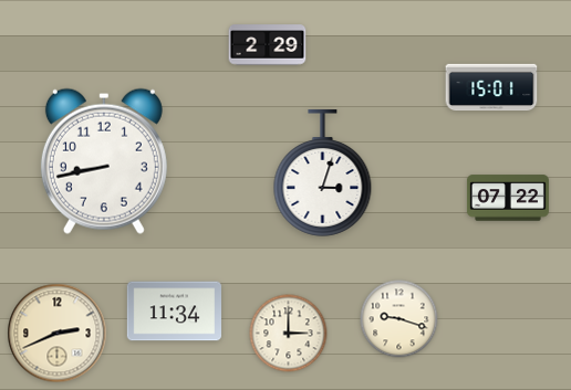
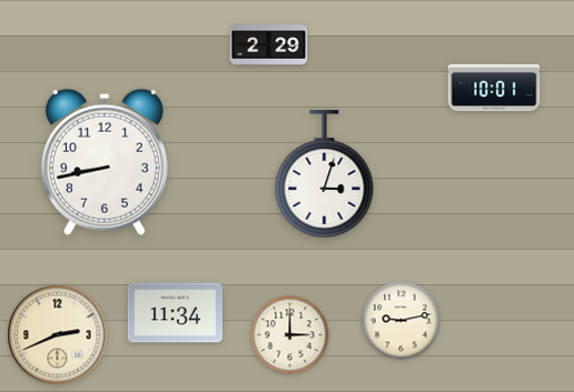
clock at (491, 87): 15:01 -> 10:01
clock at (508, 198): 07:22 -> none
clock at (399, 319): 9:18 -> 9:13
